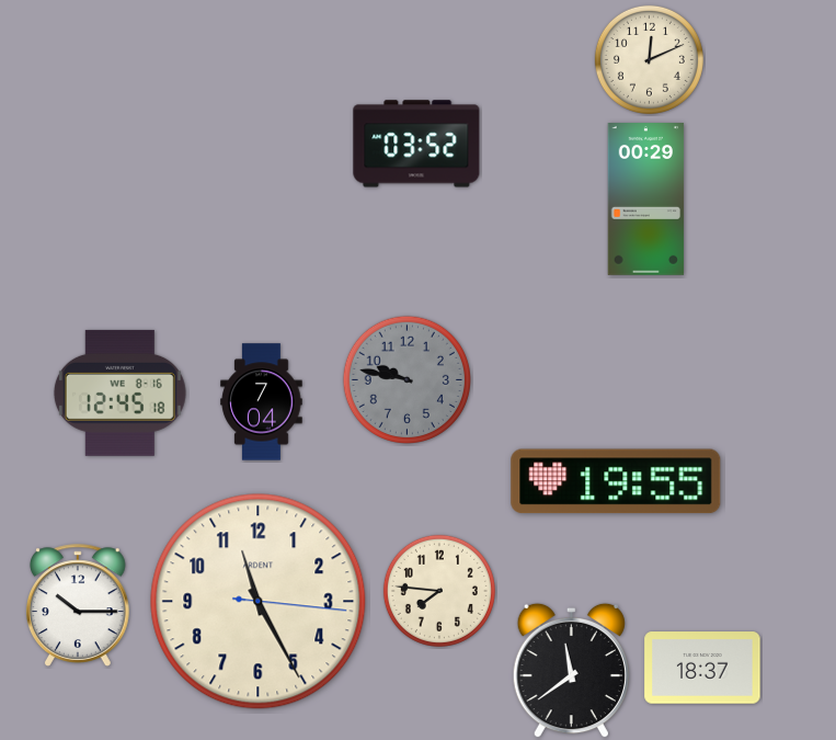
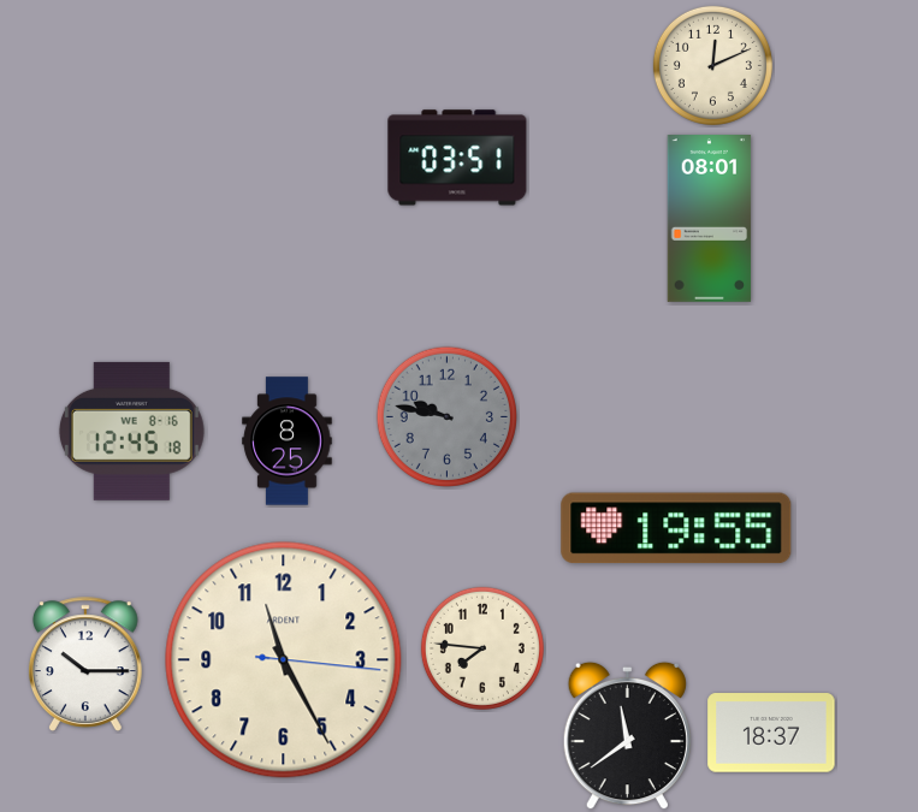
clock at (416, 144): 03:52 -> 03:51
clock at (646, 200): 00:29 -> 08:01
clock at (262, 402): 7:04 -> 8:25
